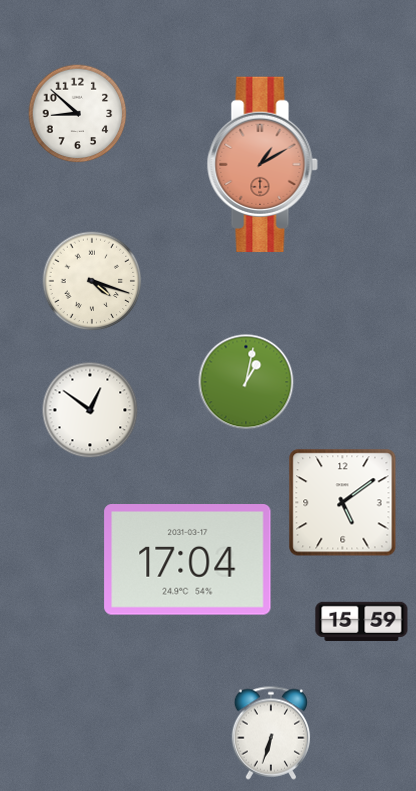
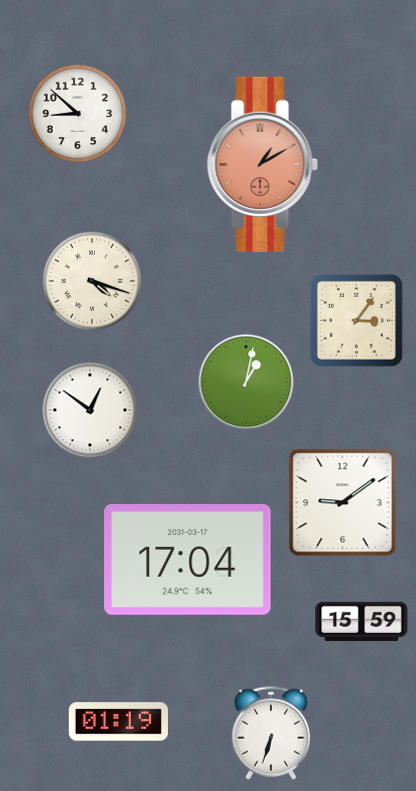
clock at (356, 320): none -> 3:06
clock at (343, 503): 5:09 -> 9:09
clock at (118, 722): none -> 01:19
